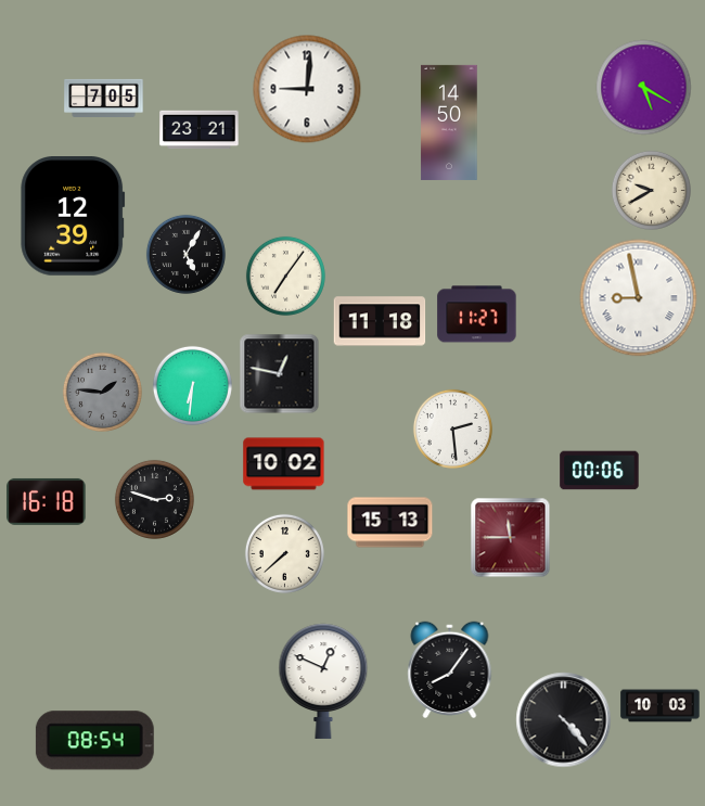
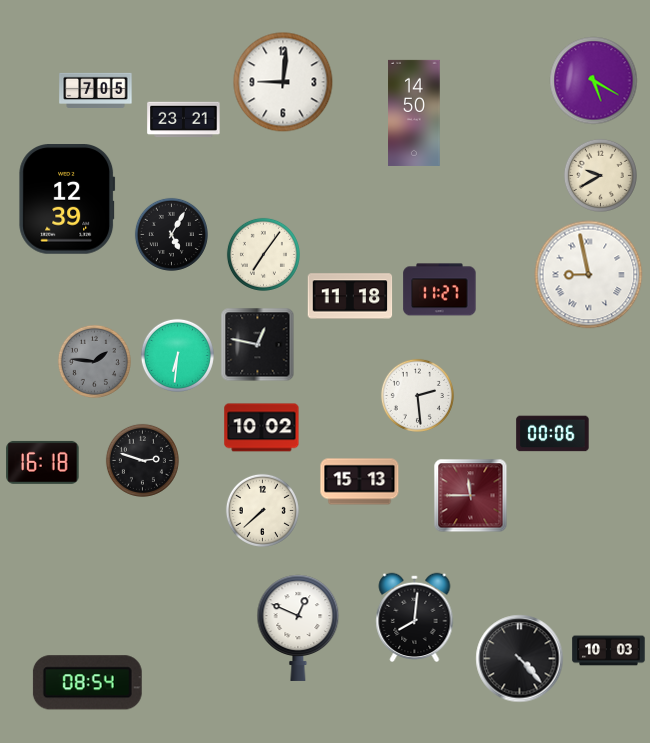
clock at (450, 669): 8:06 -> 8:01
clock at (564, 720) position: (564, 720) -> (520, 659)
